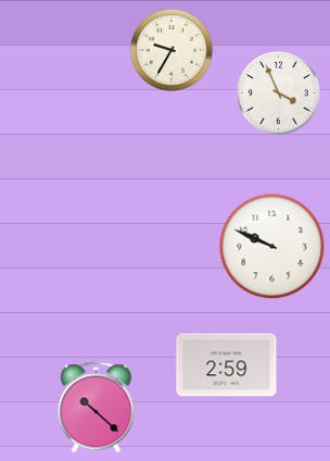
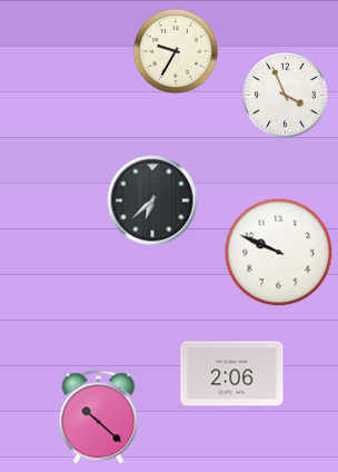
clock at (152, 200): none -> 6:38
clock at (227, 365): 2:59 -> 2:06
